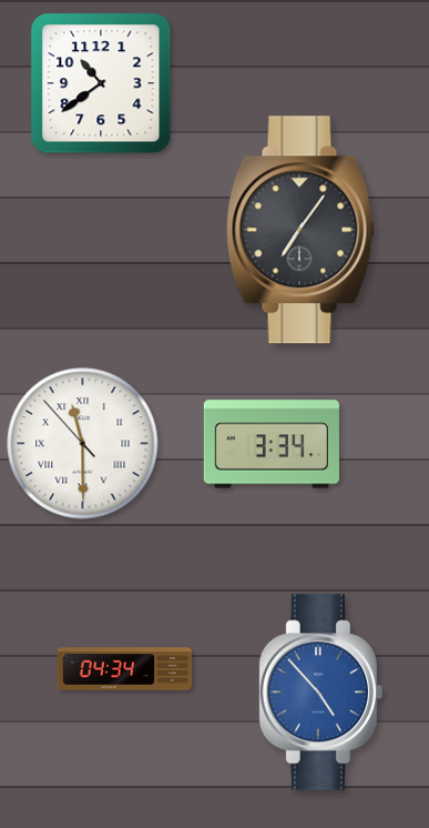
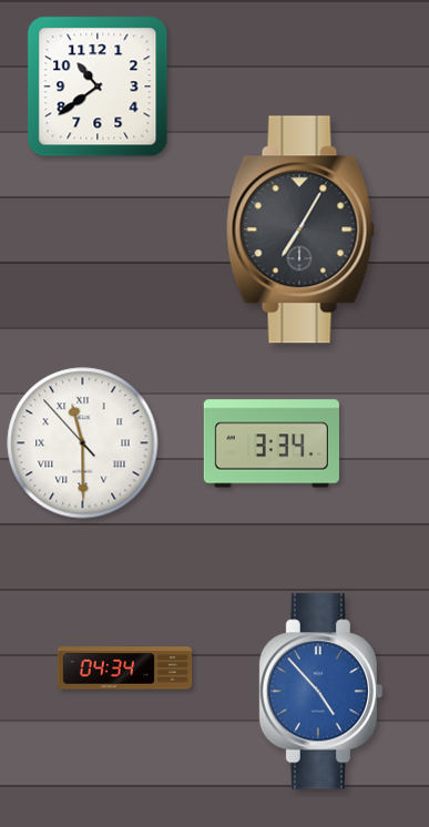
clock at (101, 83) position: (101, 83) -> (98, 86)
clock at (300, 230): 7:06 -> 7:05
